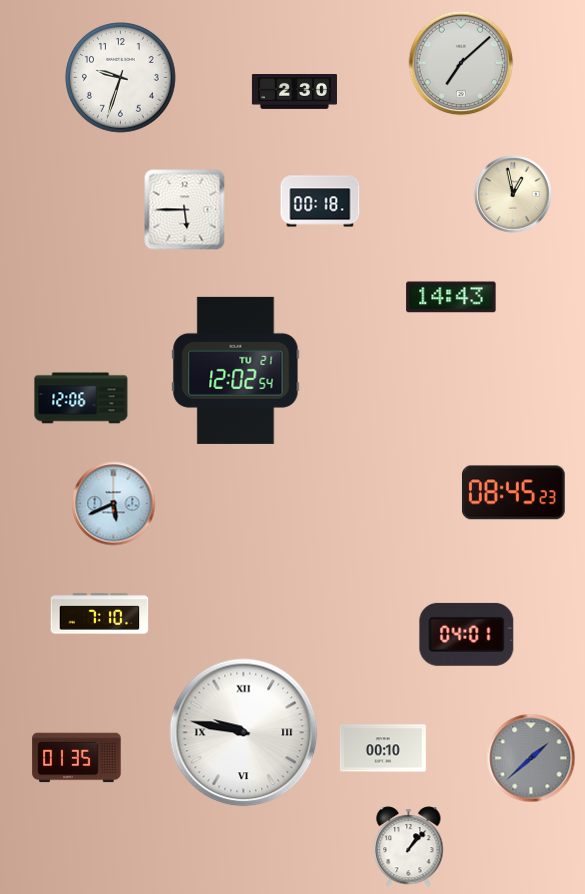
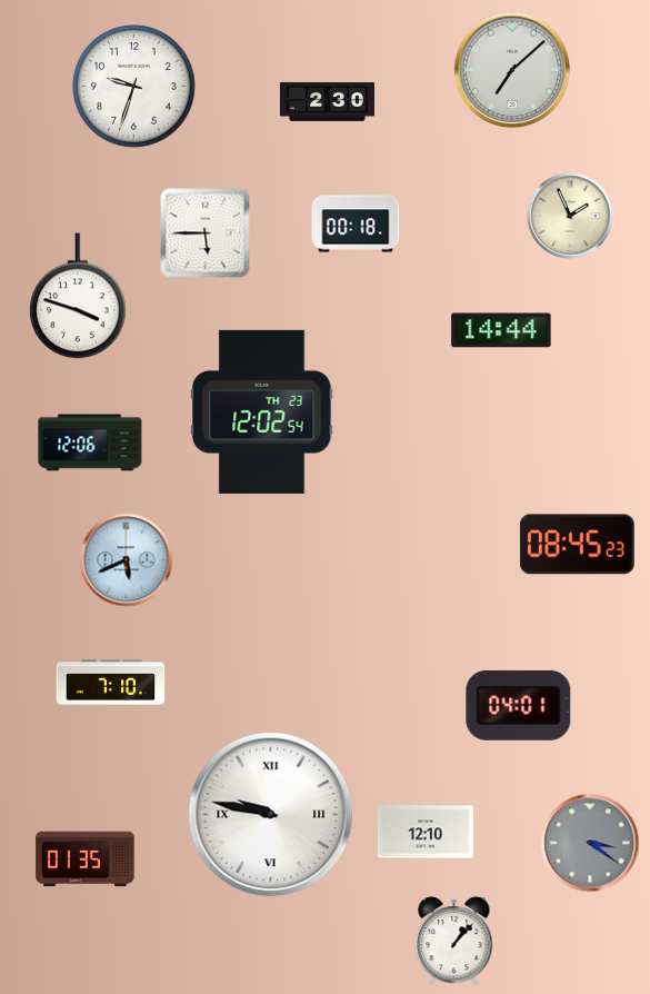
clock at (513, 194): 12:58 -> 1:56
clock at (78, 296): none -> 3:48
clock at (451, 297): 14:43 -> 14:44
clock at (236, 370) date: TU 21 -> TH 23
clock at (513, 493) position: (513, 493) -> (577, 545)
clock at (383, 748): 00:10 -> 12:10
clock at (77, 758) position: (77, 758) -> (86, 859)
clock at (531, 758): 1:38 -> 3:21
